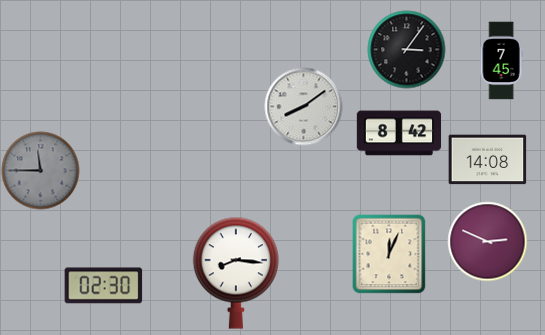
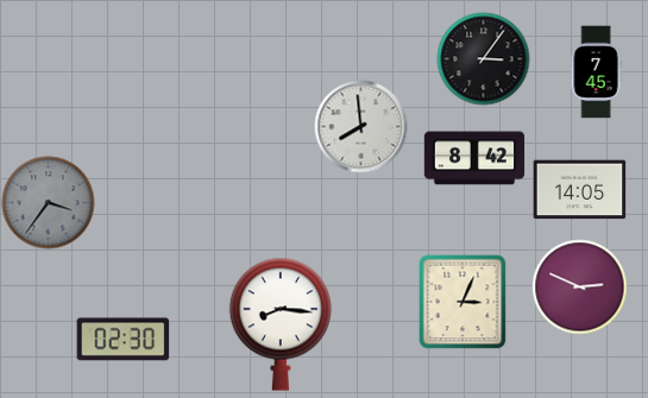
clock at (303, 106): 8:09 -> 7:59
clock at (487, 160): 14:08 -> 14:05
clock at (40, 170): 11:45 -> 3:36
clock at (389, 254): 12:04 -> 3:04
